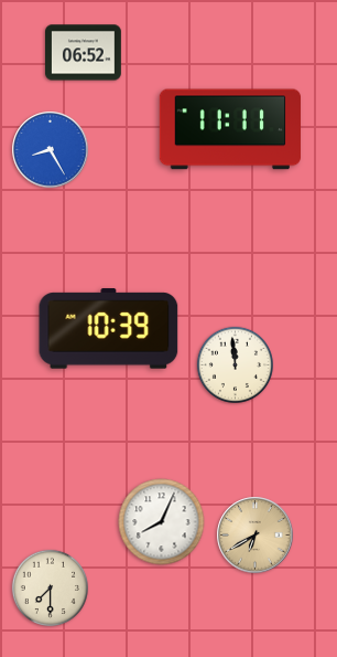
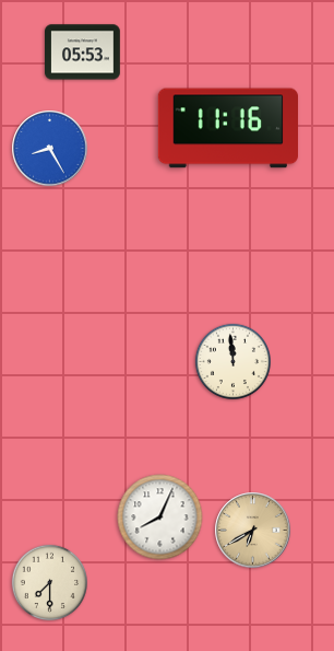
clock at (84, 53): 06:52 -> 05:53
clock at (229, 129): 11:11 -> 11:16
clock at (109, 329): 10:39 -> none
